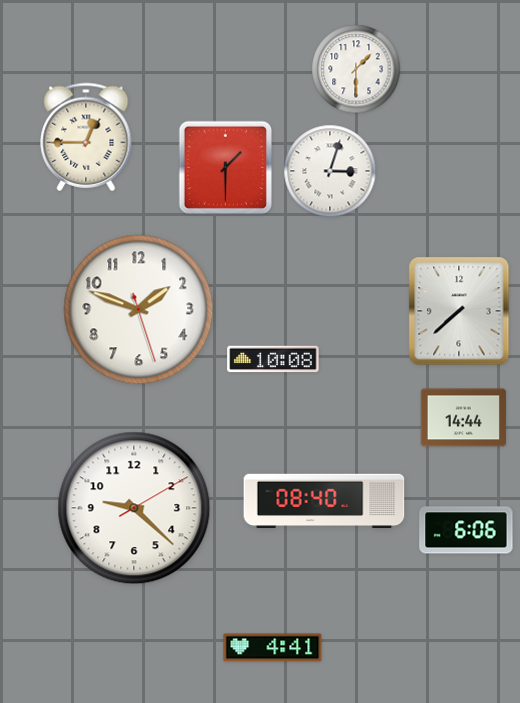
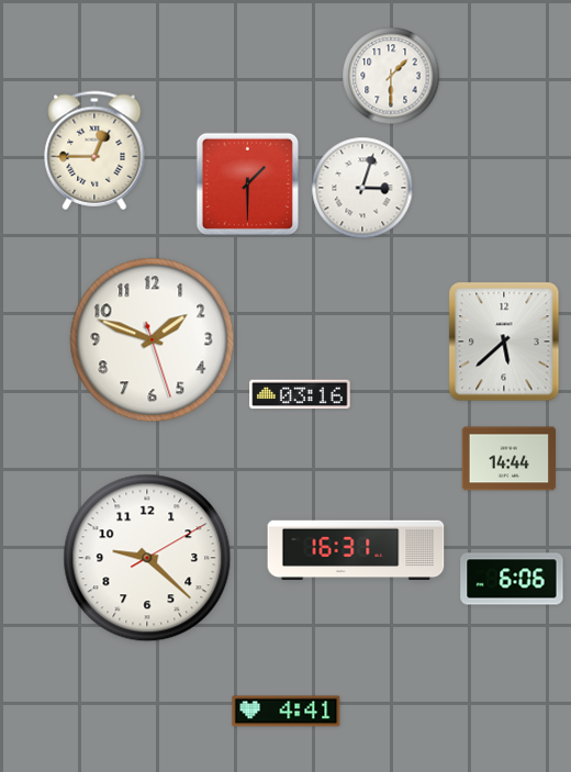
clock at (459, 311): 7:38 -> 5:38
clock at (273, 359): 10:08 -> 03:16
clock at (324, 501): 08:40 -> 16:31
clock at (466, 530) position: (466, 530) -> (512, 579)
clock at (273, 648) position: (273, 648) -> (287, 712)
